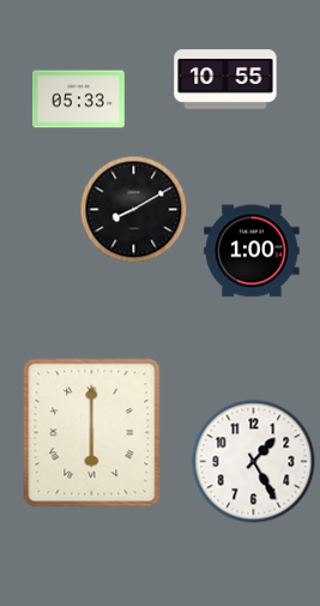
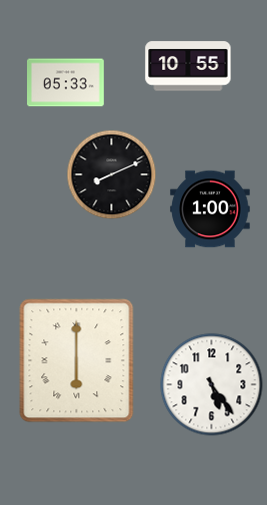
clock at (133, 209): 8:10 -> 8:11
clock at (254, 462): 1:25 -> 5:24
